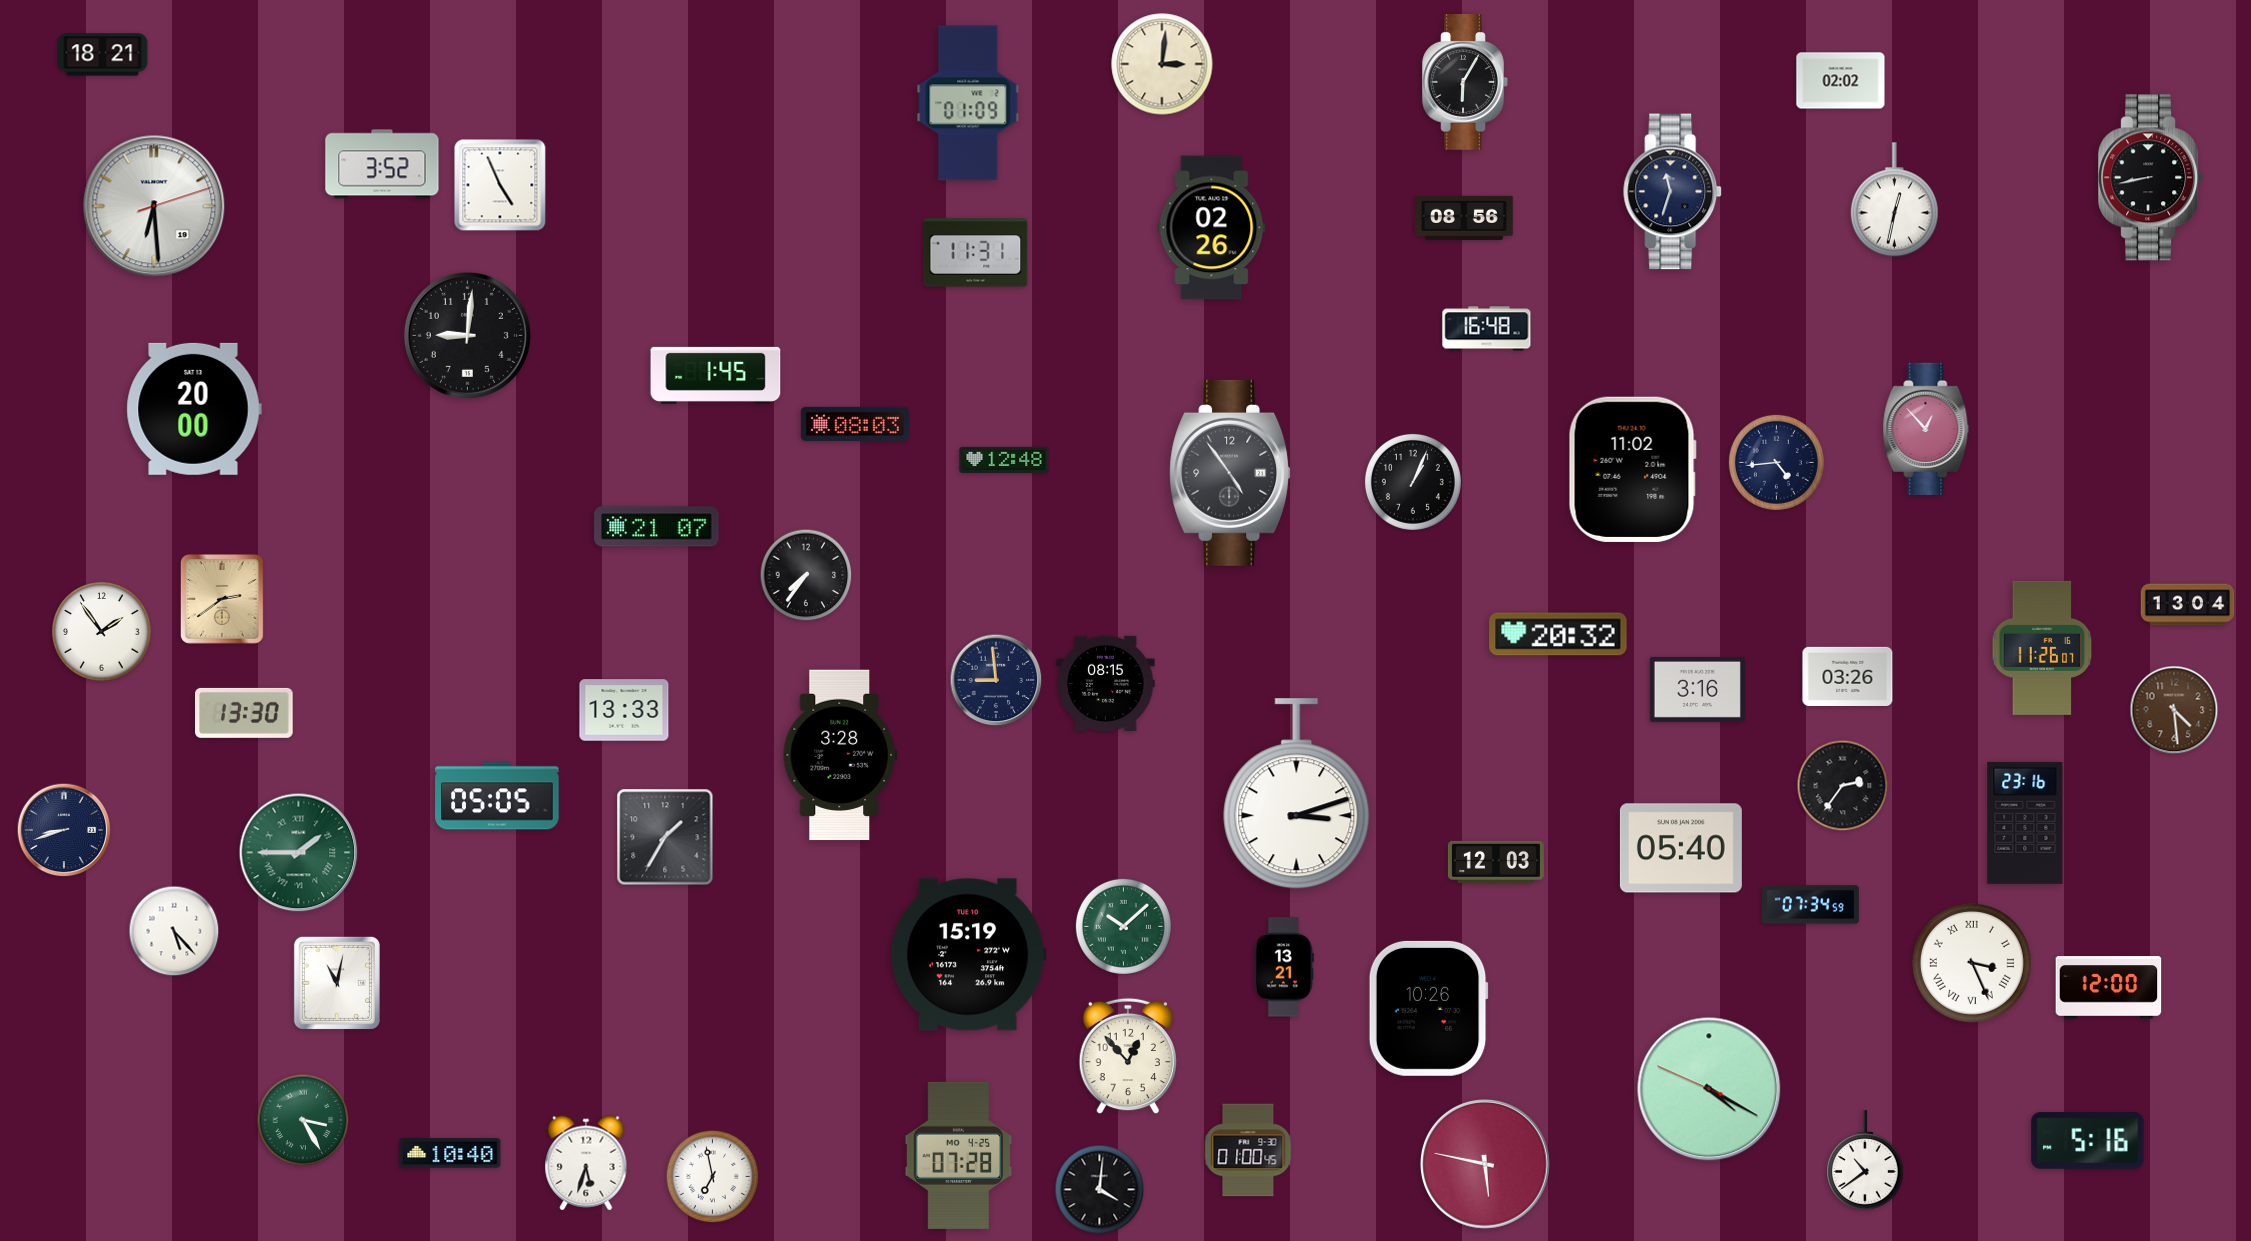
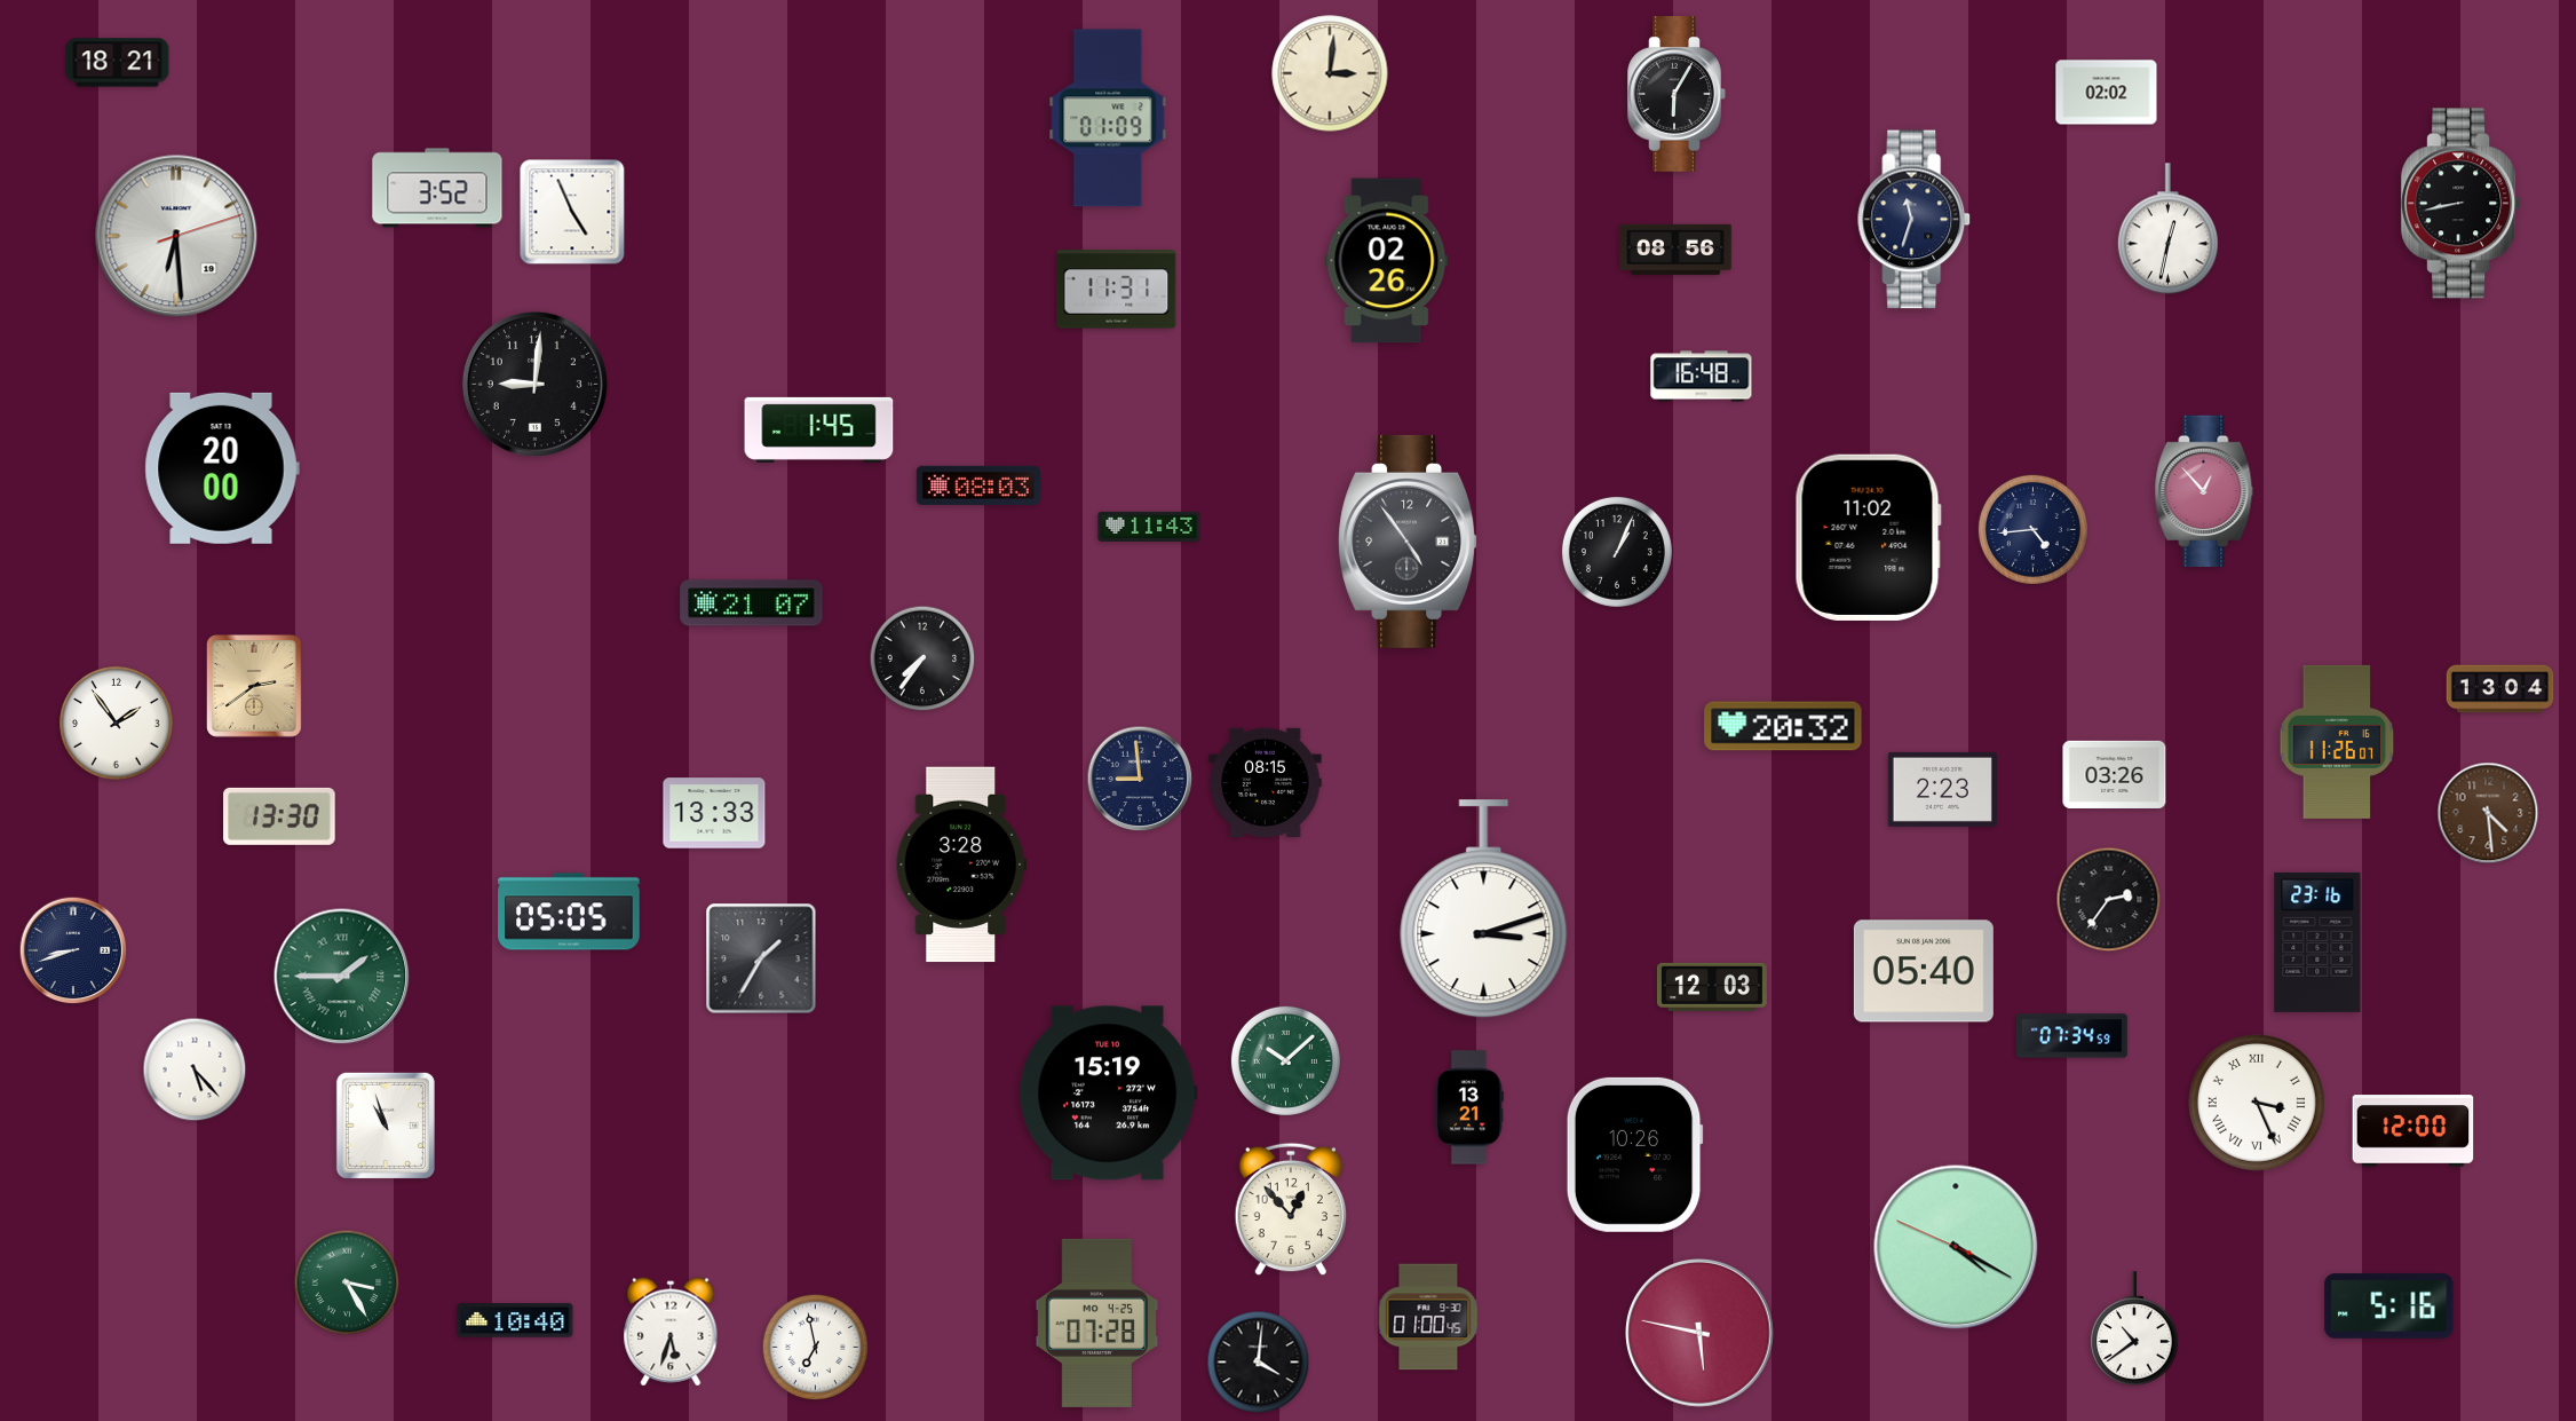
clock at (1004, 460): 12:48 -> 11:43
clock at (2188, 605) position: (2188, 605) -> (2500, 689)
clock at (1697, 689): 3:16 -> 2:23
clock at (174, 931) position: (174, 931) -> (195, 1069)
clock at (337, 983): 11:02 -> 10:57
